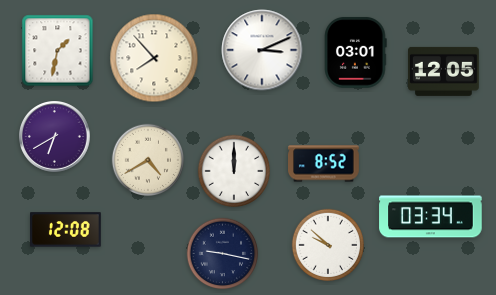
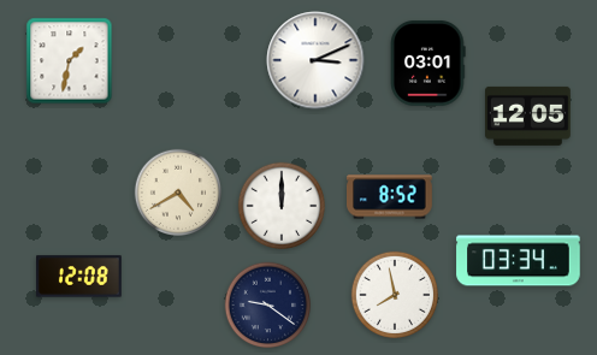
clock at (154, 58): 7:53 -> none
clock at (444, 71) position: (444, 71) -> (528, 116)
clock at (55, 137): 6:40 -> none
clock at (327, 244): 9:52 -> 7:58
clock at (223, 254): 9:17 -> 9:21
